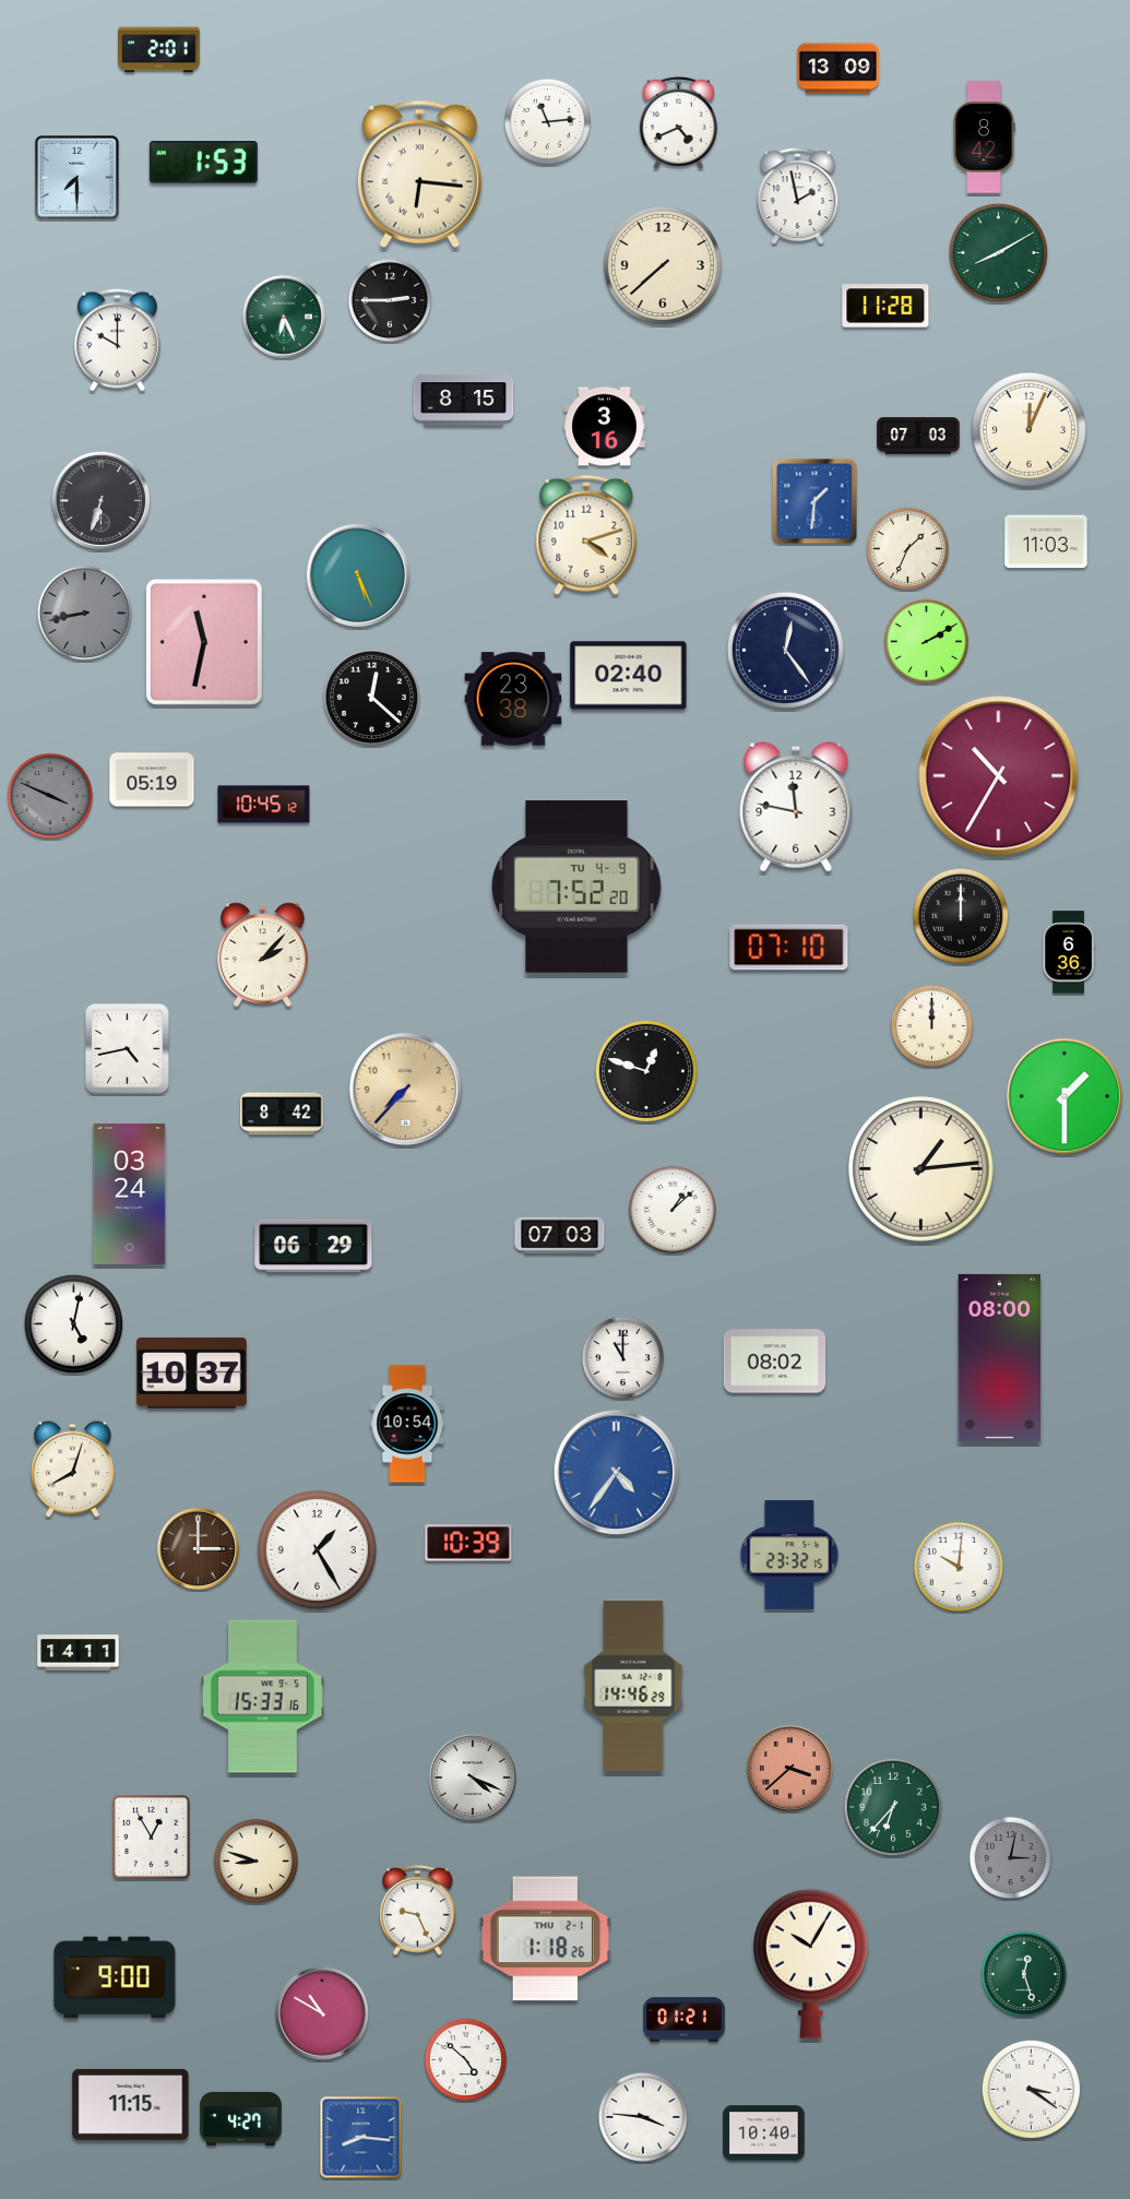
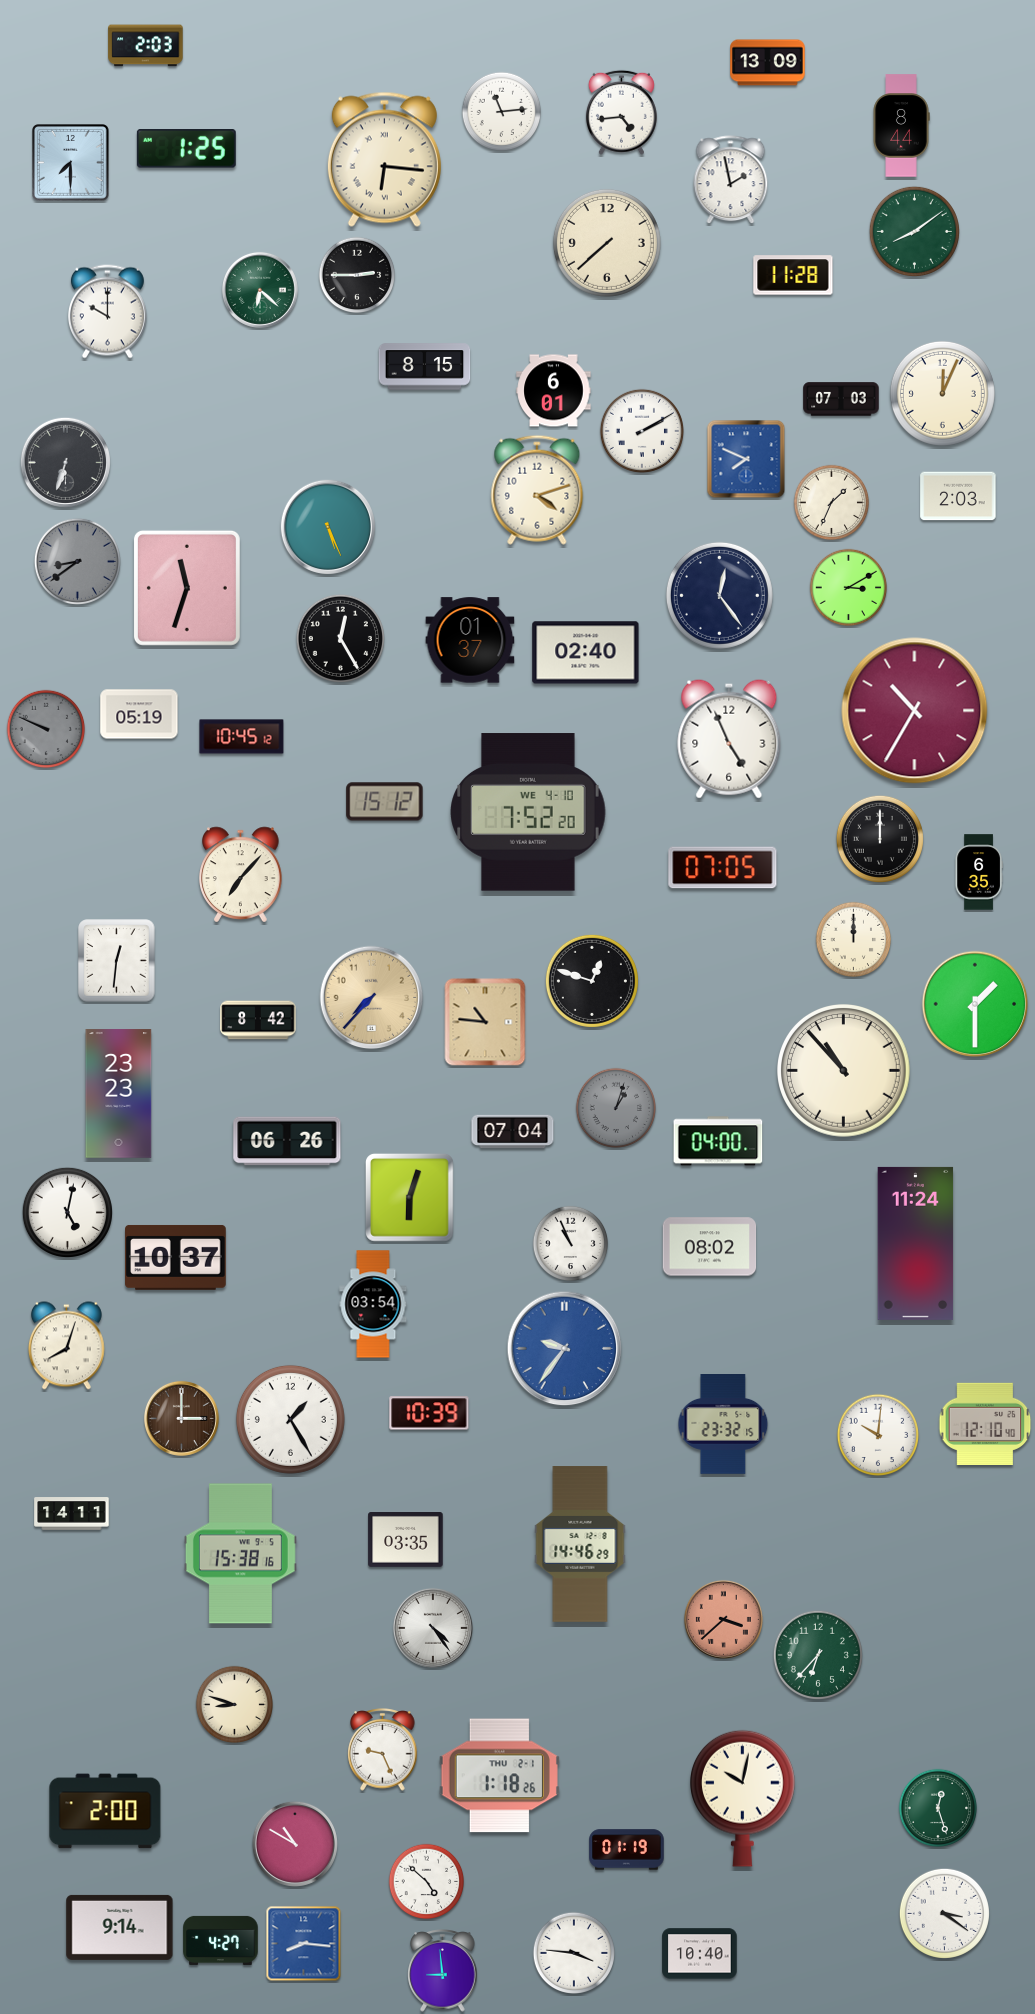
clock at (159, 50): 2:01 -> 2:03
clock at (678, 122): 4:41 -> 4:44
clock at (984, 138): 8:42 -> 8:44
clock at (203, 163): 1:53 -> 1:25
clock at (998, 252): 8:10 -> 8:09
clock at (885, 306) position: (885, 306) -> (793, 275)
clock at (284, 317): 6:26 -> 6:22
clock at (605, 427): 3:16 -> 6:01
clock at (641, 430): none -> 2:10
clock at (100, 500) position: (100, 500) -> (65, 462)
clock at (814, 501): 1:31 -> 7:49
clock at (1046, 542): 11:03 -> 2:03
clock at (84, 613): 8:43 -> 8:39
clock at (204, 642): 11:32 -> 11:33
clock at (927, 642): 2:10 -> 3:10
clock at (629, 676) position: (629, 676) -> (586, 653)
clock at (371, 697): 12:22 -> 12:25
clock at (513, 699): 23:38 -> 01:37
clock at (50, 796): 3:49 -> 9:49
clock at (796, 807): 11:47 -> 4:56
clock at (385, 802): none -> 15:12
clock at (576, 887) date: TU 4-9 -> WE 4-10
clock at (789, 948): 07:10 -> 07:05
clock at (1069, 952): 6:36 -> 6:35
clock at (263, 955): 2:07 -> 7:07
clock at (128, 1049): 4:43 -> 12:31
clock at (485, 1022): none -> 10:46
clock at (921, 1169): 1:14 -> 10:53
clock at (130, 1194): 03:24 -> 23:23
clock at (673, 1210): 1:08 -> 1:03
clock at (673, 1210) dial: white -> grey
clock at (560, 1236): 07:03 -> 07:04
clock at (313, 1246): 06:29 -> 06:26
clock at (718, 1141): none -> 04:00
clock at (409, 1197): none -> 6:03
clock at (1000, 1357): 08:00 -> 11:24
clock at (623, 1358): 11:00 -> 10:56
clock at (407, 1424): 10:54 -> 03:54
clock at (617, 1473): 4:36 -> 9:36
clock at (985, 1424): none -> 12:10
clock at (406, 1540): none -> 03:35
clock at (262, 1697): 15:33 -> 15:38
clock at (473, 1778): 4:19 -> 4:24
clock at (152, 1838): 12:55 -> none
clock at (1011, 1858): 3:02 -> none
clock at (811, 1963): 10:05 -> 10:02
clock at (115, 1977): 9:00 -> 2:00
clock at (685, 2020): 01:21 -> 01:19
clock at (466, 2060) position: (466, 2060) -> (427, 1882)
clock at (131, 2104): 11:15 -> 9:14
clock at (642, 2116) position: (642, 2116) -> (573, 1952)
clock at (361, 2138) position: (361, 2138) -> (304, 1944)
clock at (443, 1971): none -> 8:59
